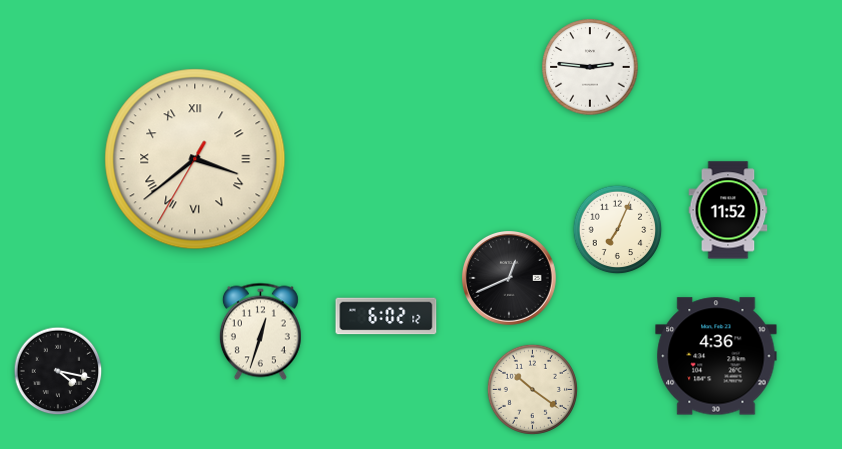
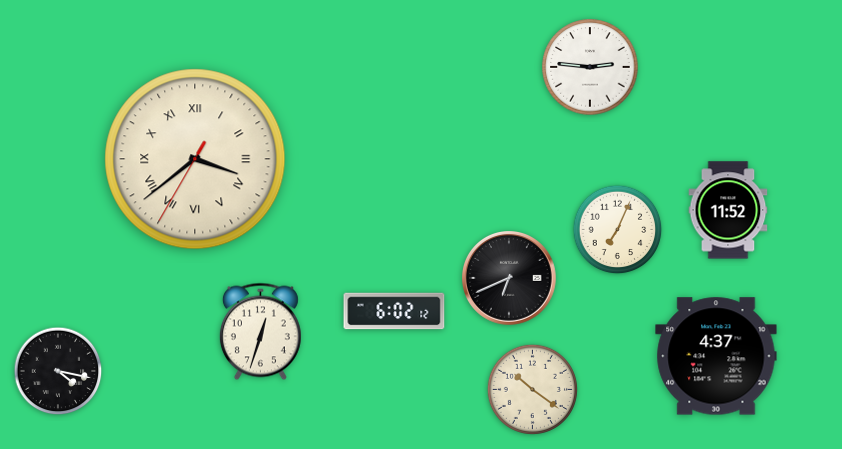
clock at (510, 279): 12:41 -> 6:41
clock at (386, 316) position: (386, 316) -> (394, 311)
clock at (716, 356): 4:36 -> 4:37
